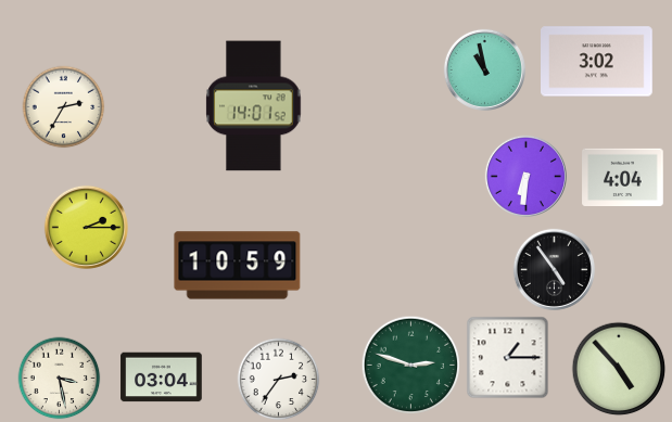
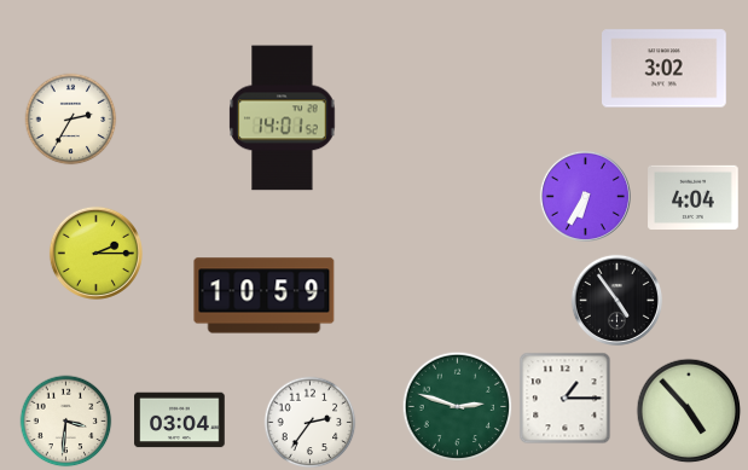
clock at (484, 69): 10:58 -> none
clock at (525, 176): 6:31 -> 6:35
clock at (60, 379): 3:28 -> 3:31
